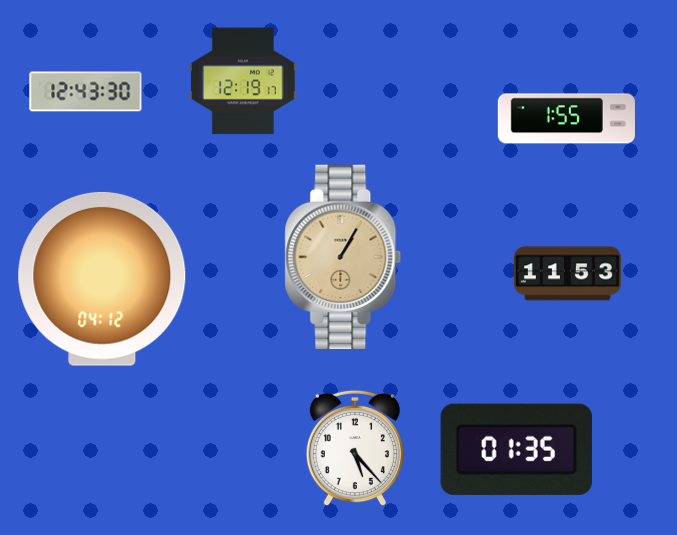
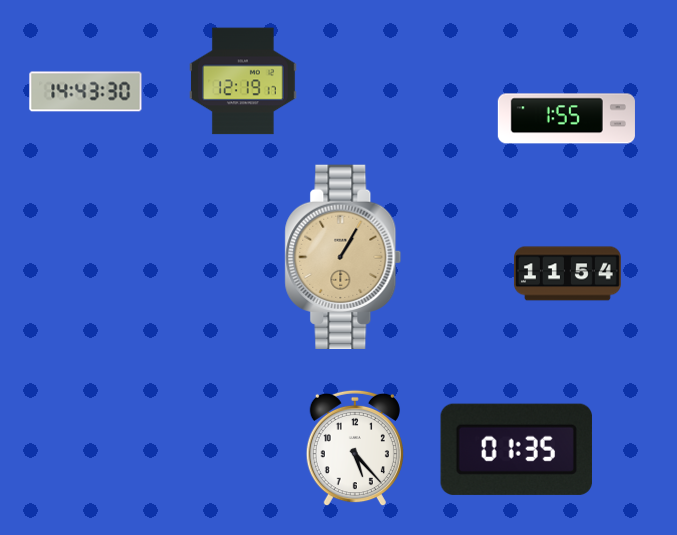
clock at (86, 92): 12:43 -> 14:43
clock at (567, 274): 11:53 -> 11:54
clock at (102, 279): 04:12 -> none
